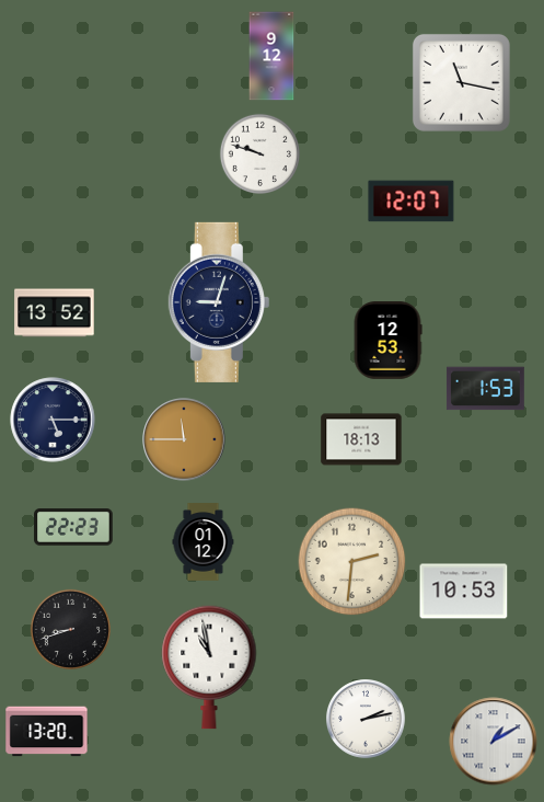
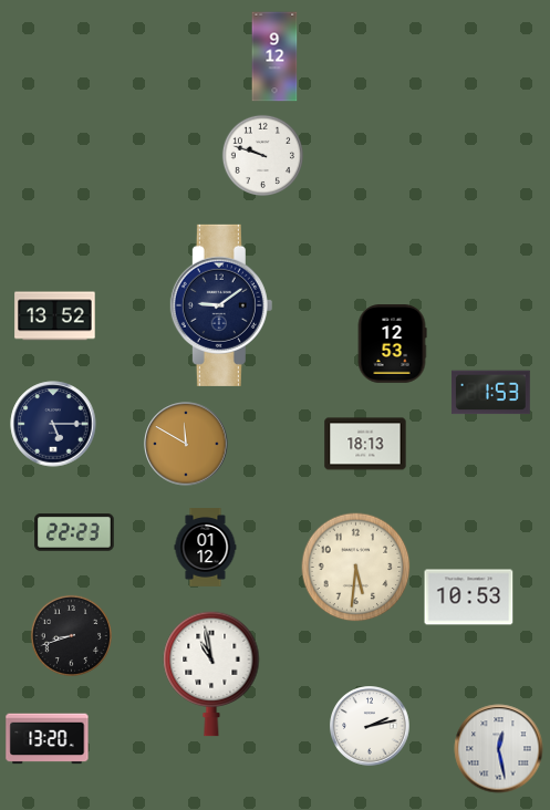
clock at (461, 82): 11:17 -> none
clock at (412, 202): 12:07 -> none
clock at (219, 302): 9:03 -> 9:09
clock at (184, 439): 11:45 -> 11:50
clock at (352, 562): 2:31 -> 5:31
clock at (494, 742): 1:10 -> 12:28
